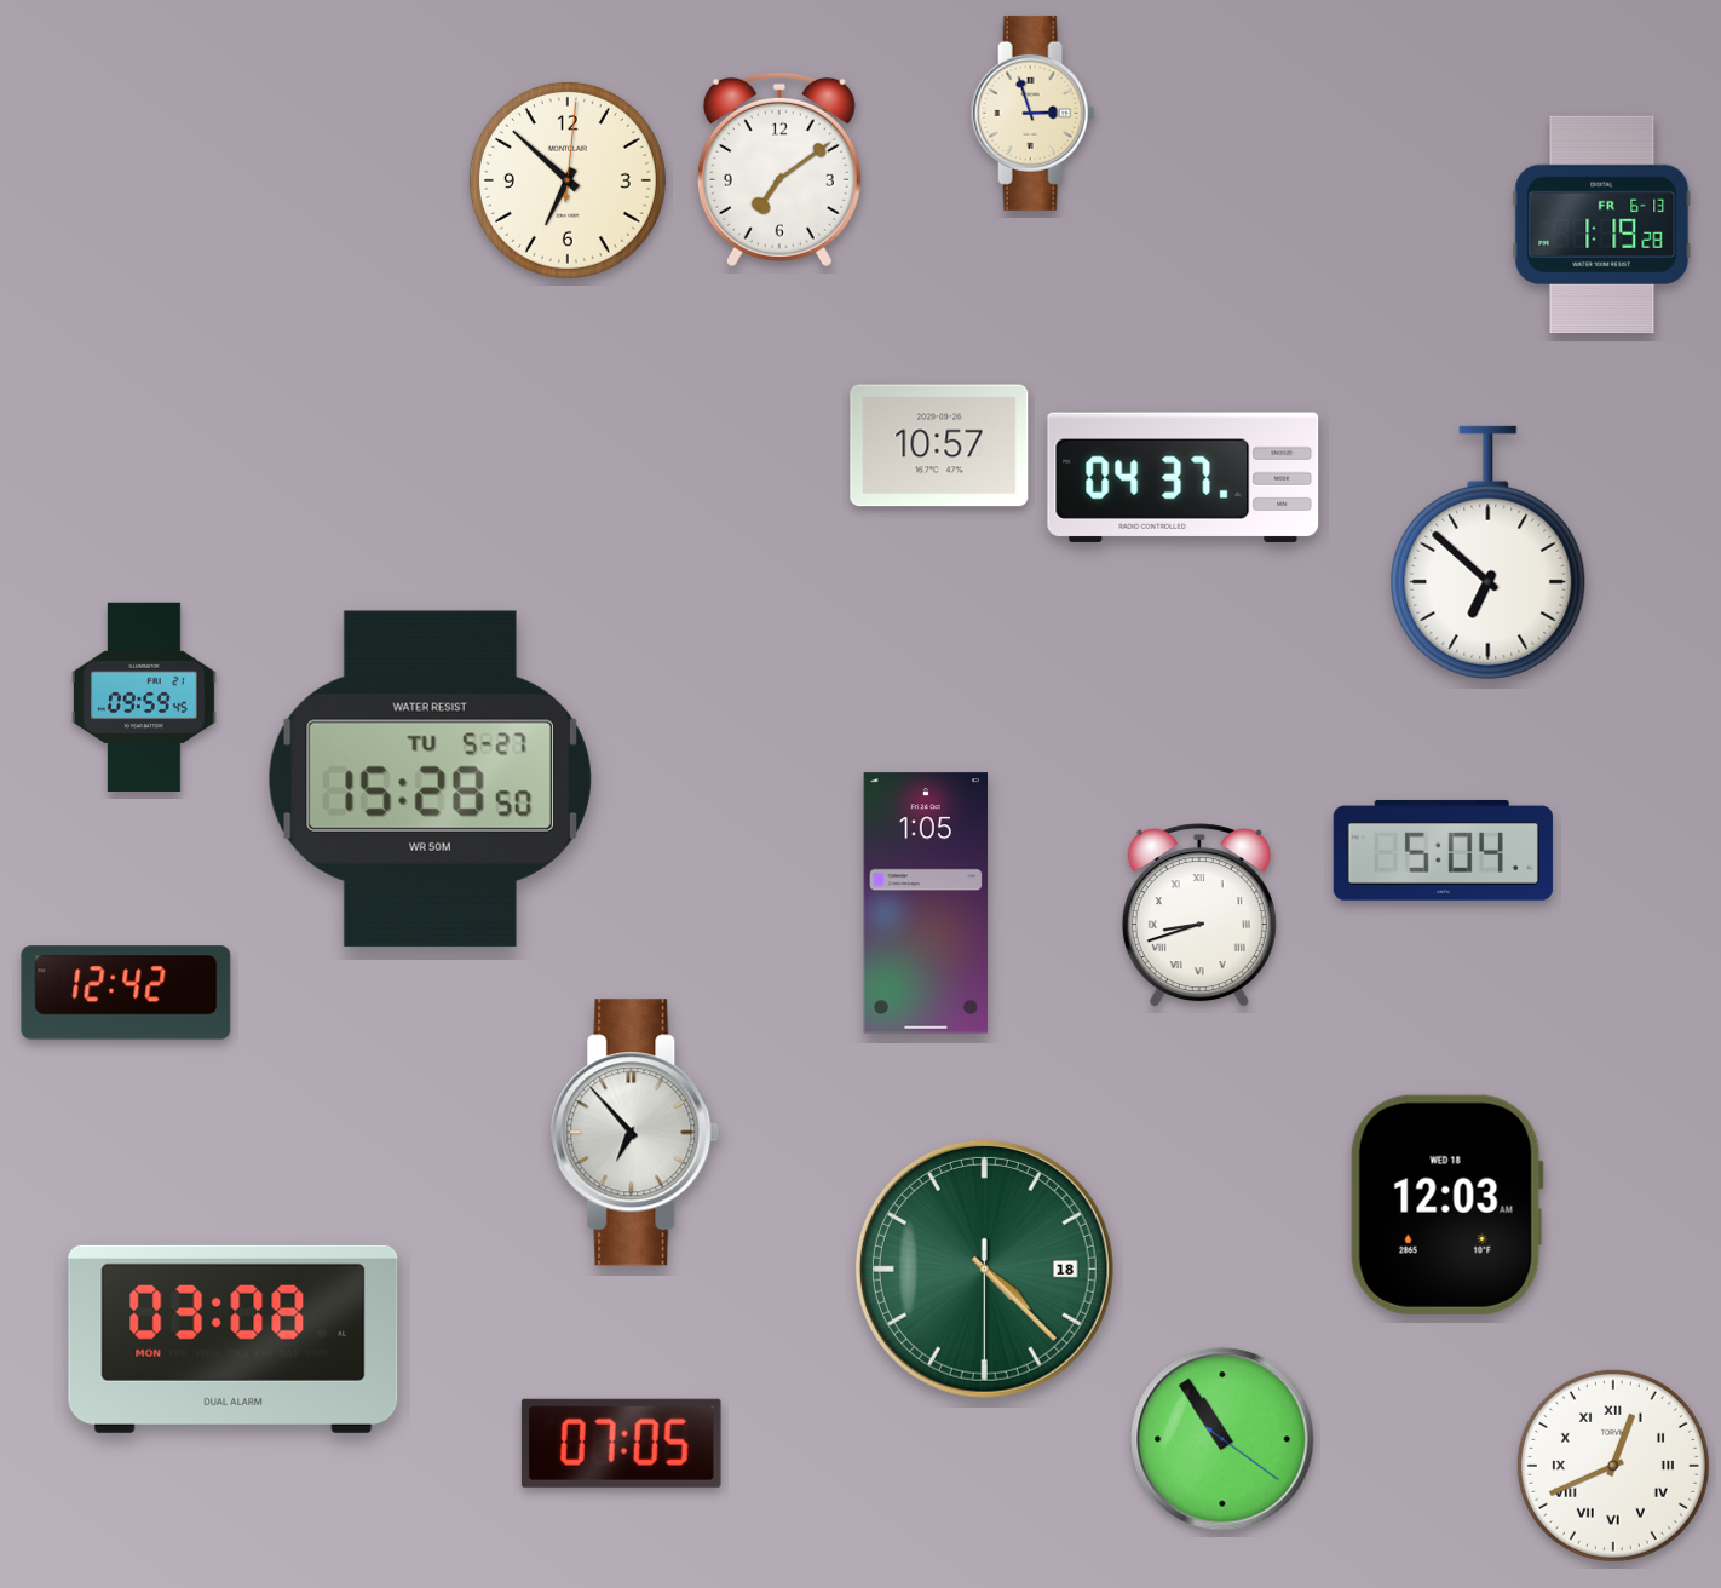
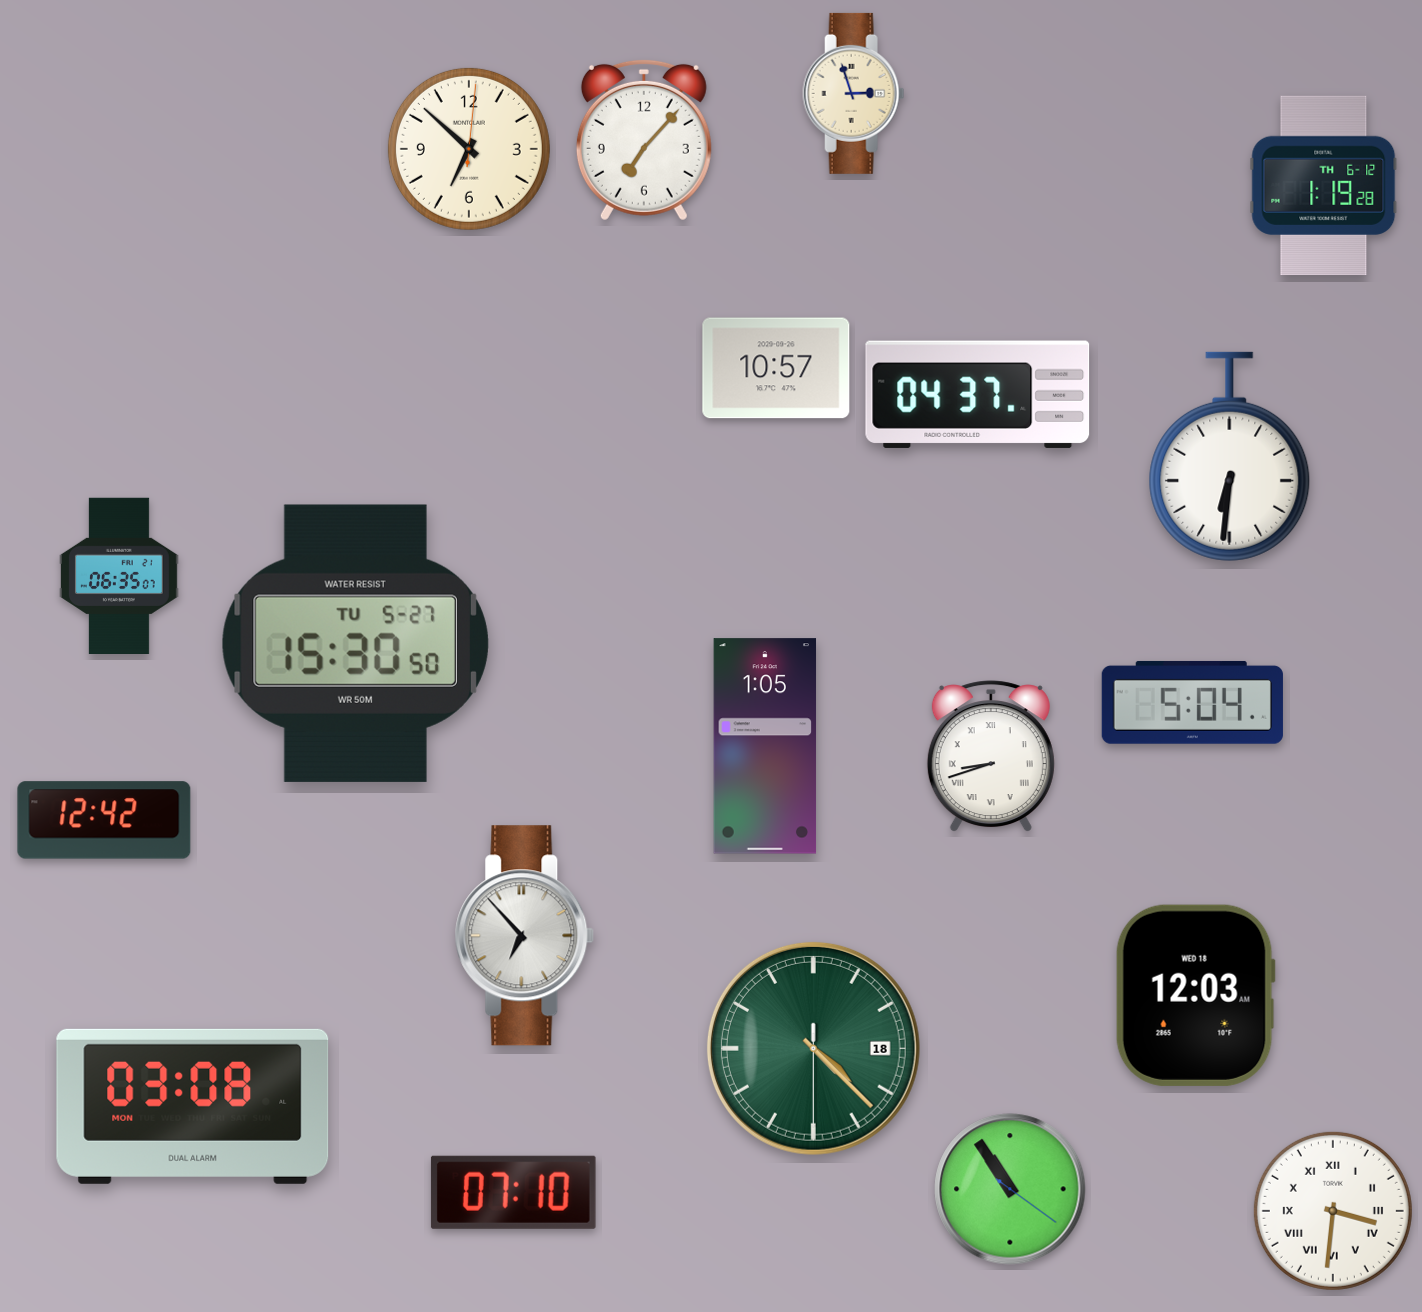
clock at (779, 169): 7:09 -> 7:07
clock at (1602, 225) date: FR 6-13 -> TH 6-12
clock at (1489, 552): 6:52 -> 6:31
clock at (145, 697): 09:59 -> 06:35
clock at (430, 778): 15:28 -> 15:30
clock at (621, 1443): 07:05 -> 07:10
clock at (1613, 1466): 12:41 -> 3:31
